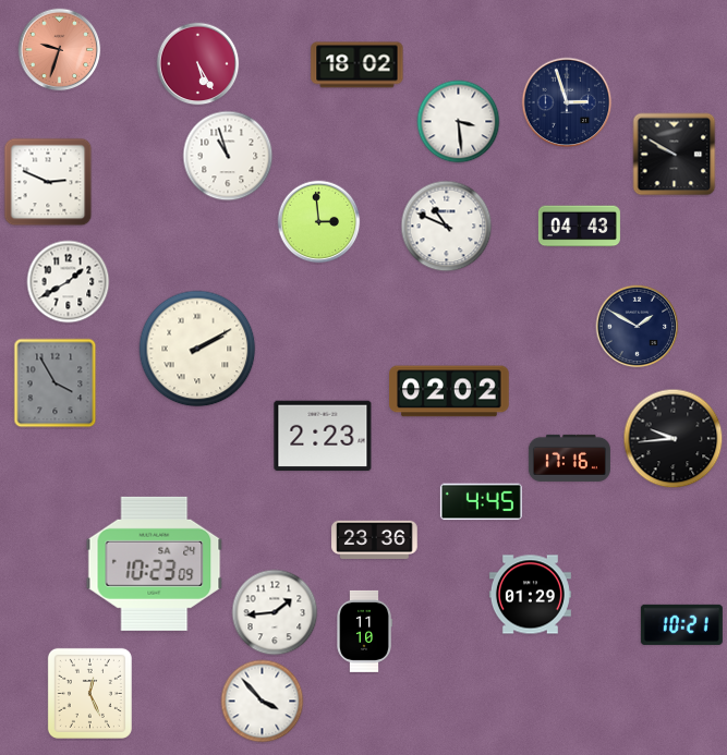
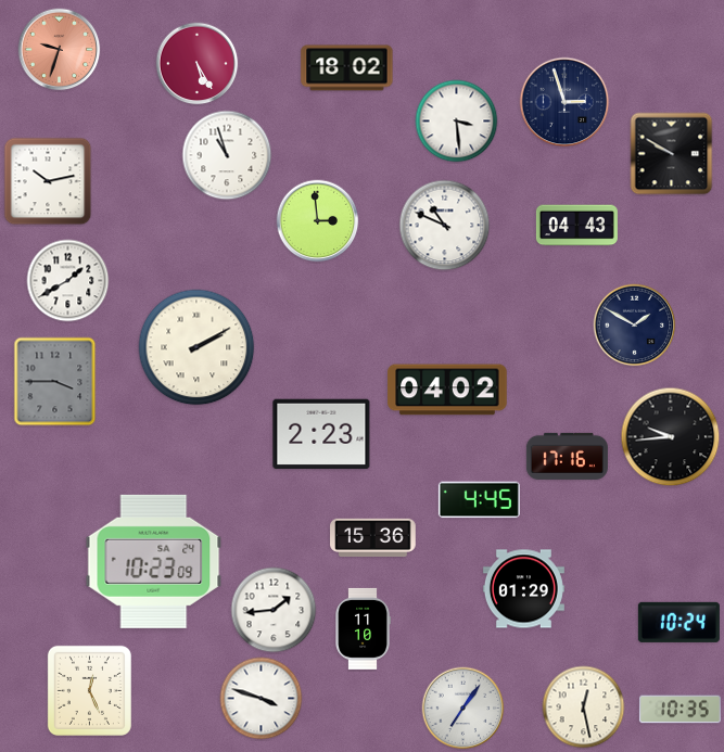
clock at (358, 65) position: (358, 65) -> (347, 68)
clock at (48, 182): 2:49 -> 10:13
clock at (56, 383): 3:55 -> 3:45
clock at (449, 391): 02:02 -> 04:02
clock at (375, 539): 23:36 -> 15:36
clock at (530, 595) position: (530, 595) -> (523, 589)
clock at (681, 624): 10:21 -> 10:24
clock at (263, 702): 3:53 -> 3:48
clock at (584, 708): none -> 12:28
clock at (463, 709): none -> 7:06
clock at (679, 710): none -> 10:35
